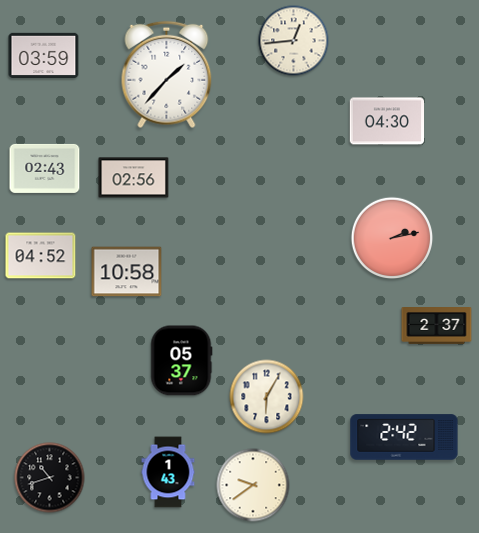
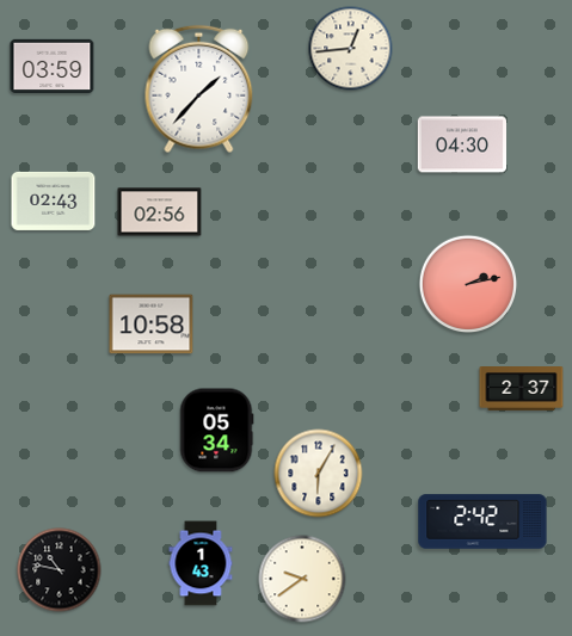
clock at (41, 256): 04:52 -> none
clock at (181, 361): 05:37 -> 05:34
clock at (50, 478): 10:42 -> 10:47
